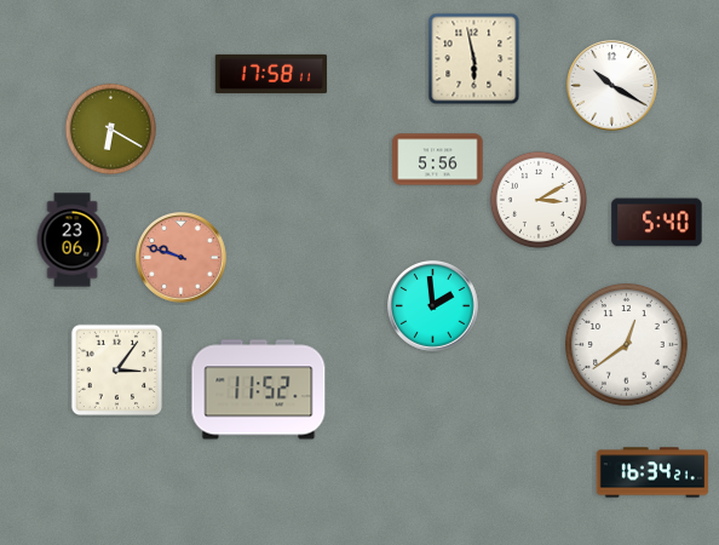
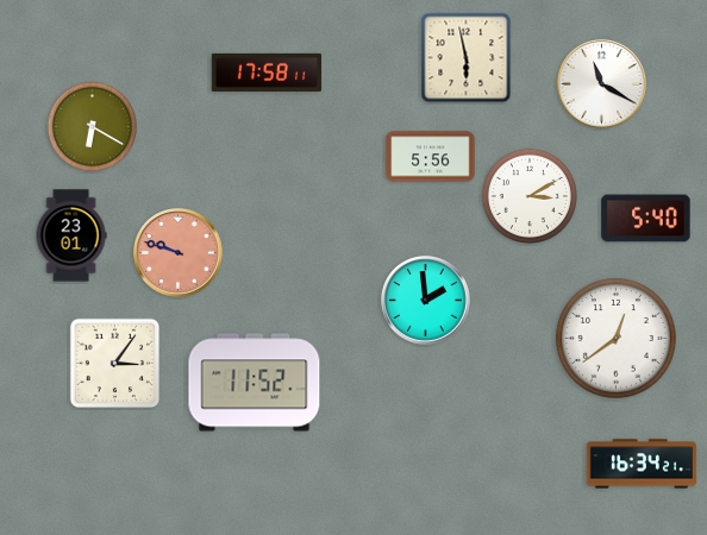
clock at (612, 86): 10:20 -> 11:20
clock at (110, 128) position: (110, 128) -> (92, 126)
clock at (73, 240): 23:06 -> 23:01
